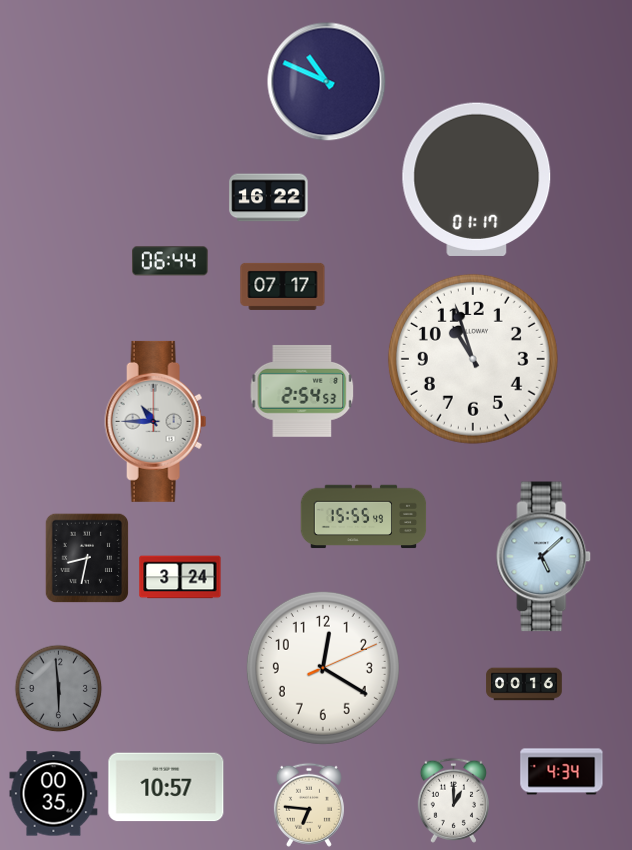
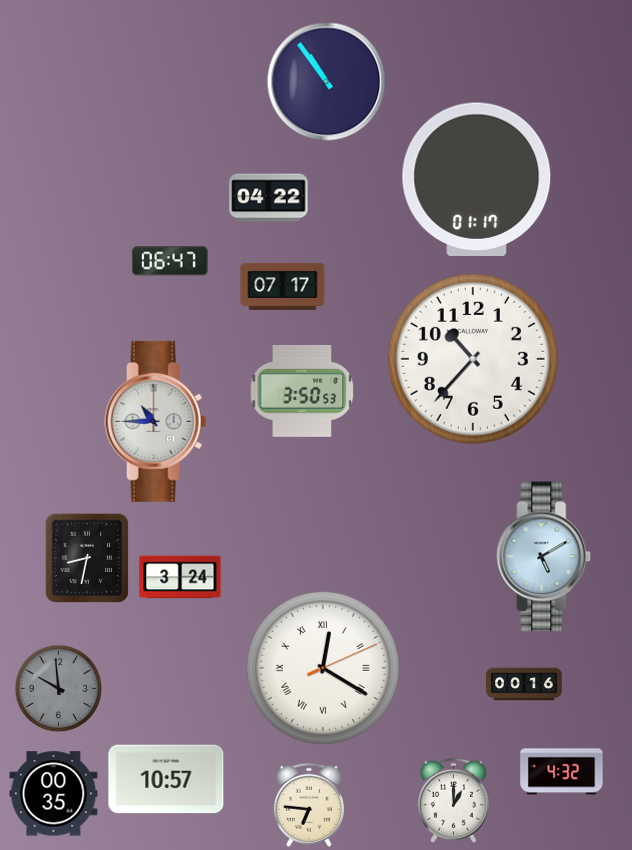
clock at (327, 82): 10:49 -> 10:54
clock at (269, 198): 16:22 -> 04:22
clock at (171, 261): 06:44 -> 06:47
clock at (473, 359): 10:57 -> 10:37
clock at (302, 391): 2:54 -> 3:50
clock at (364, 517): 15:55 -> none
clock at (544, 557): 5:08 -> 5:10
clock at (323, 668) numerals: Arabic -> Roman
clock at (59, 689): 5:59 -> 9:59
clock at (562, 772): 4:34 -> 4:32
clock at (166, 787) position: (166, 787) -> (166, 779)
